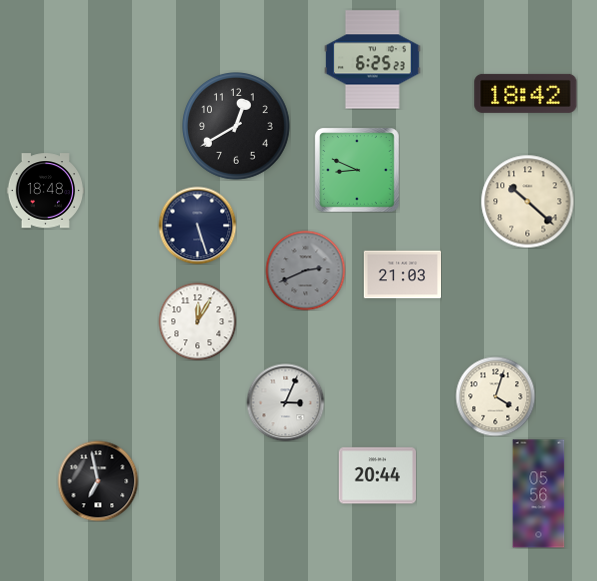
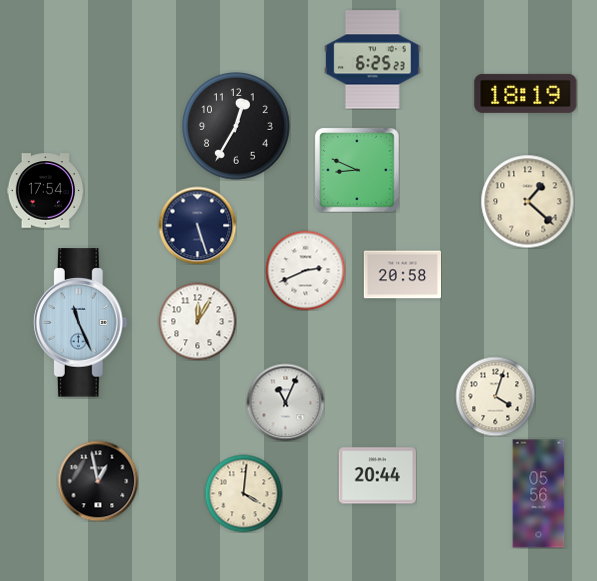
clock at (526, 93): 18:42 -> 18:19
clock at (236, 126): 12:40 -> 12:35
clock at (45, 191): 18:48 -> 17:54
clock at (527, 201): 10:22 -> 1:22
clock at (305, 270) dial: grey -> white
clock at (402, 275): 21:03 -> 20:58
clock at (80, 323): none -> 11:26
clock at (285, 402): 3:04 -> 11:04
clock at (98, 481): 6:58 -> 12:58
clock at (243, 493): none -> 4:01
